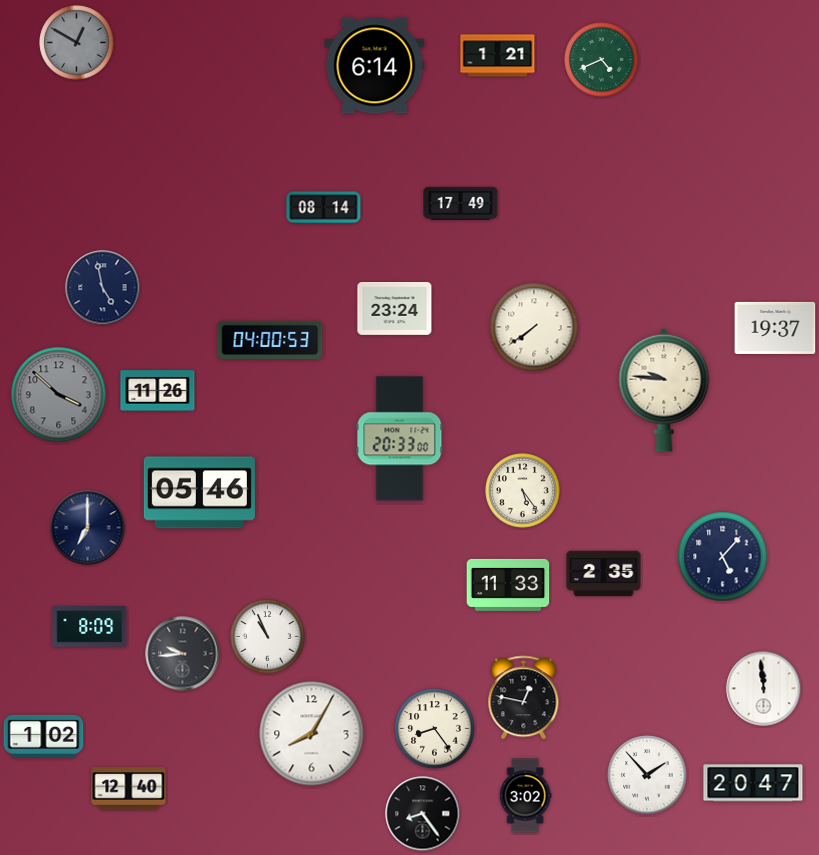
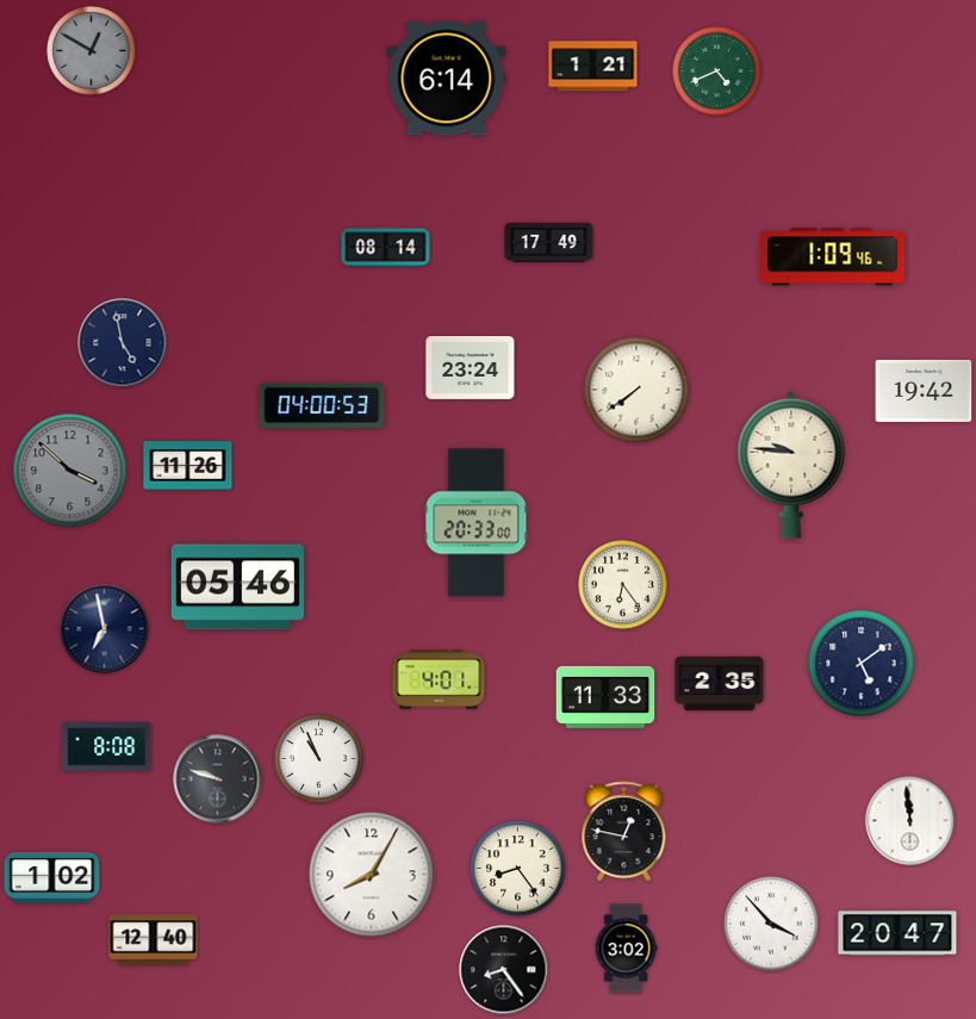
clock at (833, 257): none -> 1:09
clock at (775, 328): 19:37 -> 19:42
clock at (523, 491): 5:24 -> 6:24
clock at (88, 528): 7:00 -> 6:58
clock at (723, 557): 5:07 -> 5:09
clock at (439, 679): none -> 4:01
clock at (90, 627): 8:09 -> 8:08
clock at (183, 654): 9:44 -> 9:48
clock at (647, 775): 1:53 -> 3:53
